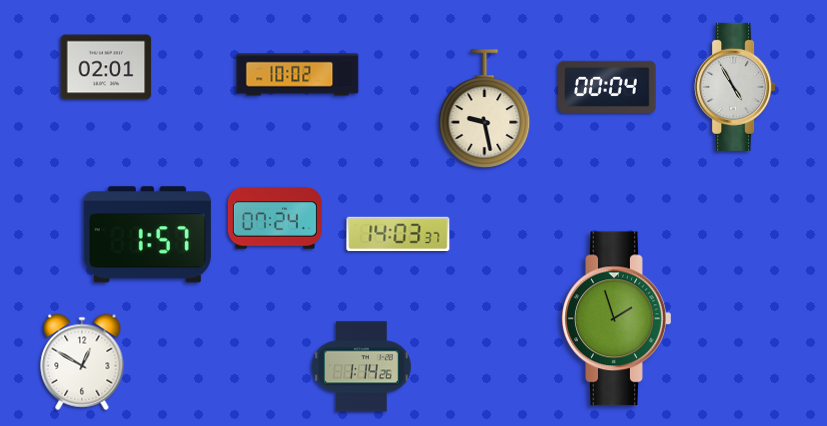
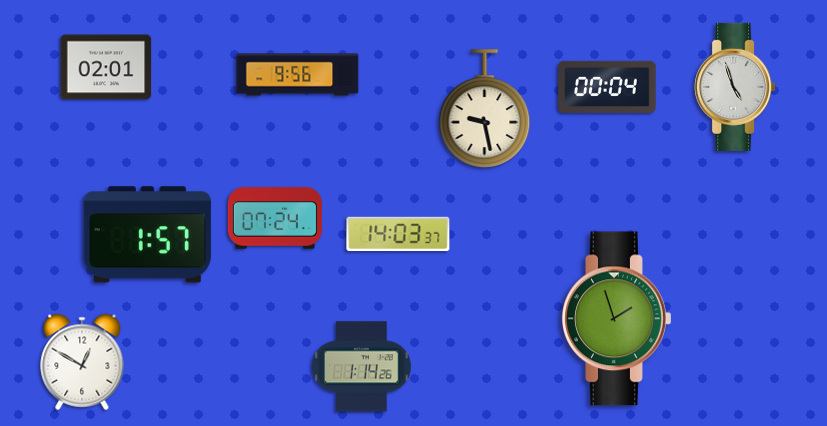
clock at (298, 75): 10:02 -> 9:56
clock at (735, 87): 4:55 -> 4:57
